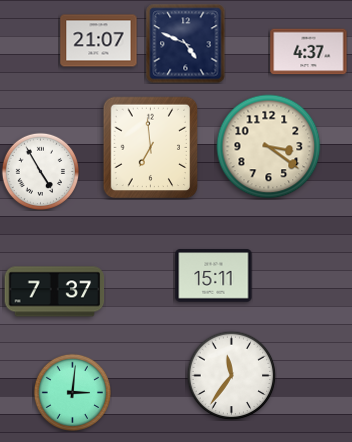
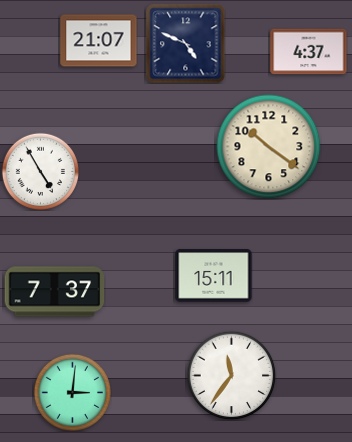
clock at (269, 147): 3:21 -> 10:21
clock at (151, 148): 6:59 -> none
